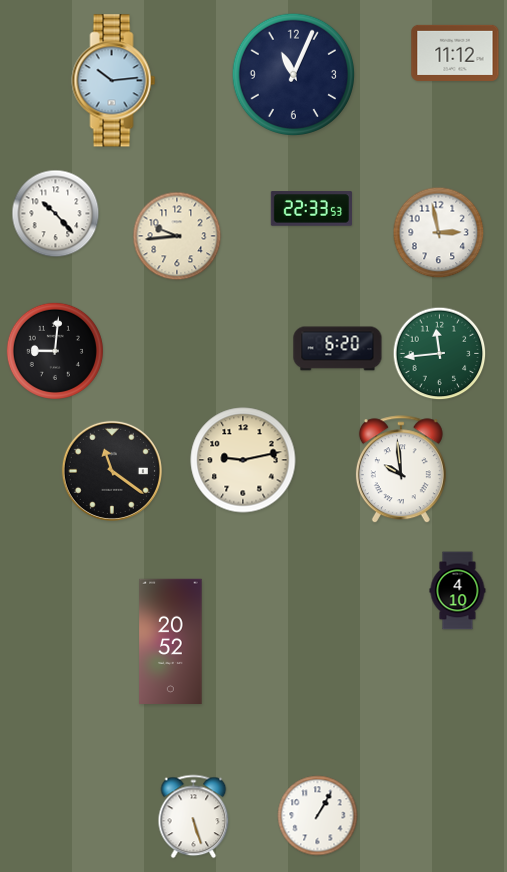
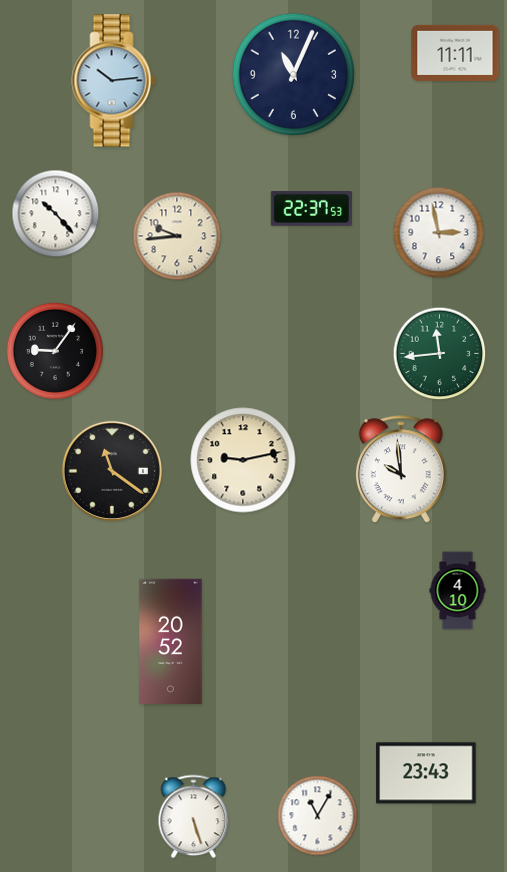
clock at (455, 53): 11:12 -> 11:11
clock at (311, 209): 22:33 -> 22:37
clock at (338, 349): 6:20 -> none
clock at (55, 351): 9:01 -> 9:06
clock at (426, 773): none -> 23:43
clock at (318, 816): 1:05 -> 11:05
